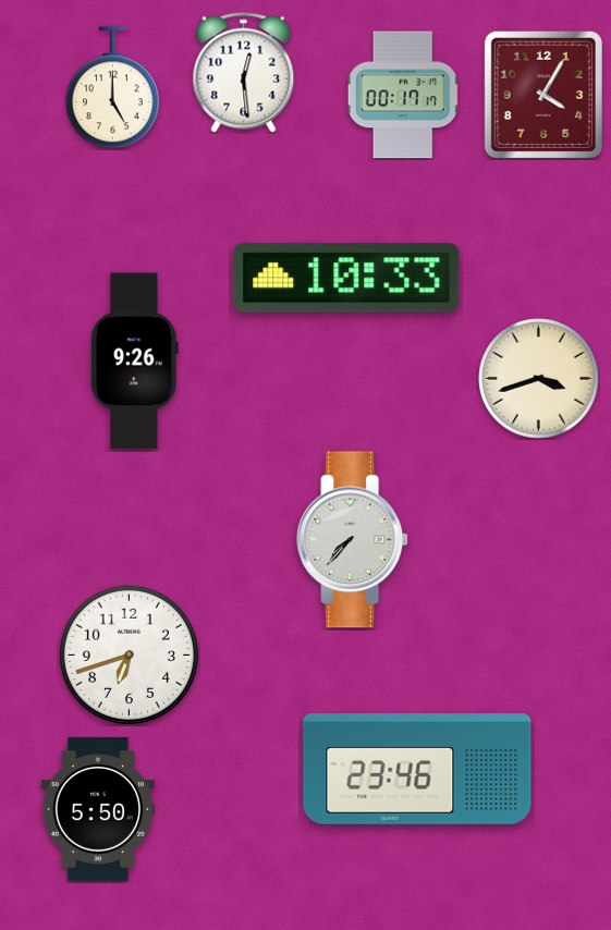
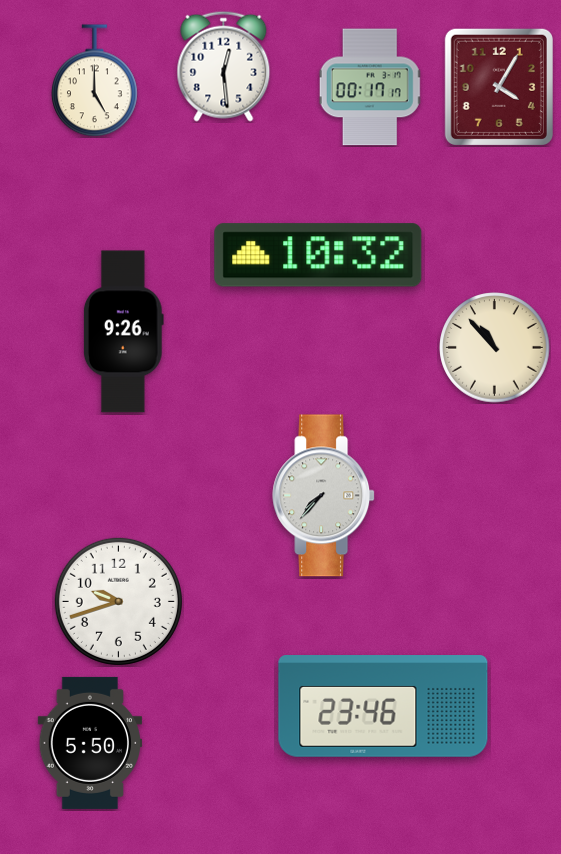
clock at (113, 88) position: (113, 88) -> (95, 81)
clock at (346, 278): 10:33 -> 10:32
clock at (539, 379): 3:42 -> 10:53
clock at (129, 654): 6:42 -> 9:42
